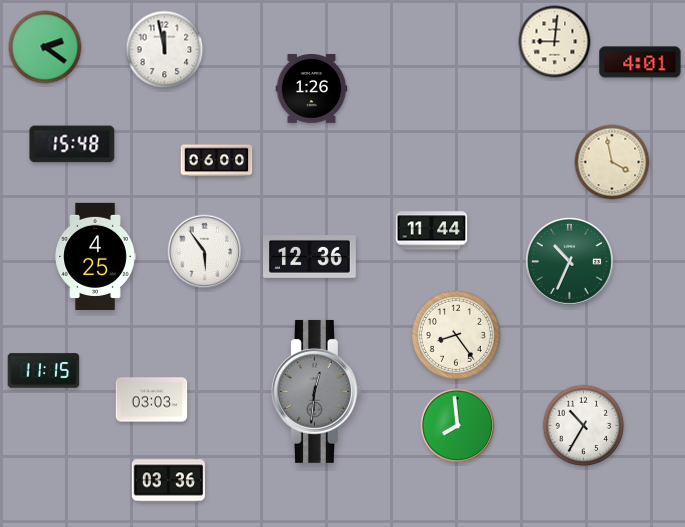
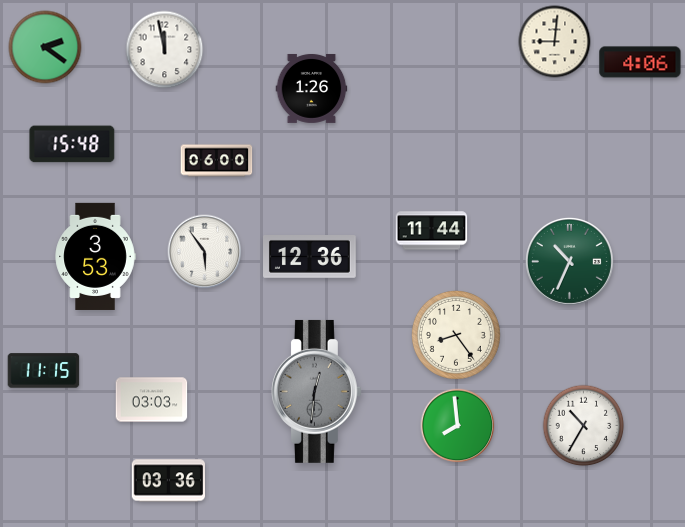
clock at (640, 62): 4:01 -> 4:06
clock at (612, 162): 3:58 -> none
clock at (95, 256): 4:25 -> 3:53
